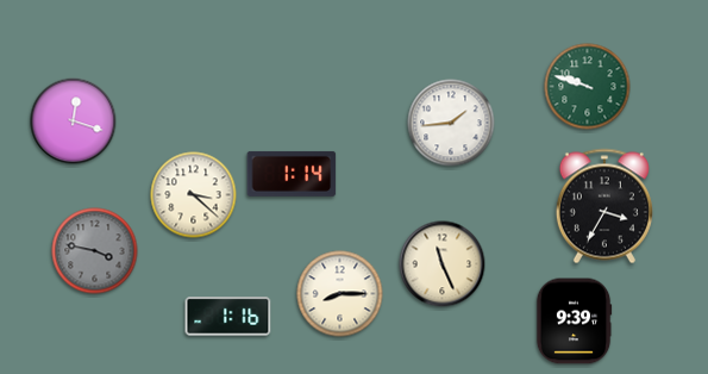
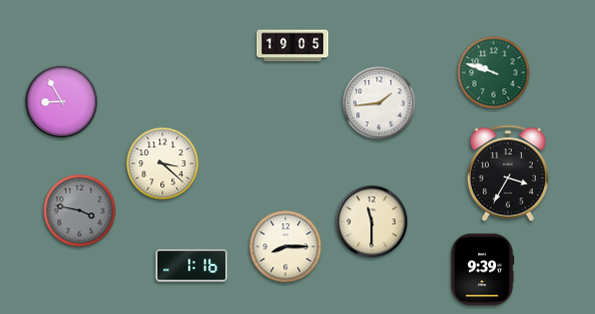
clock at (293, 46): none -> 19:05
clock at (74, 121): 12:18 -> 8:55
clock at (292, 174): 1:14 -> none
clock at (443, 264): 11:26 -> 11:30
